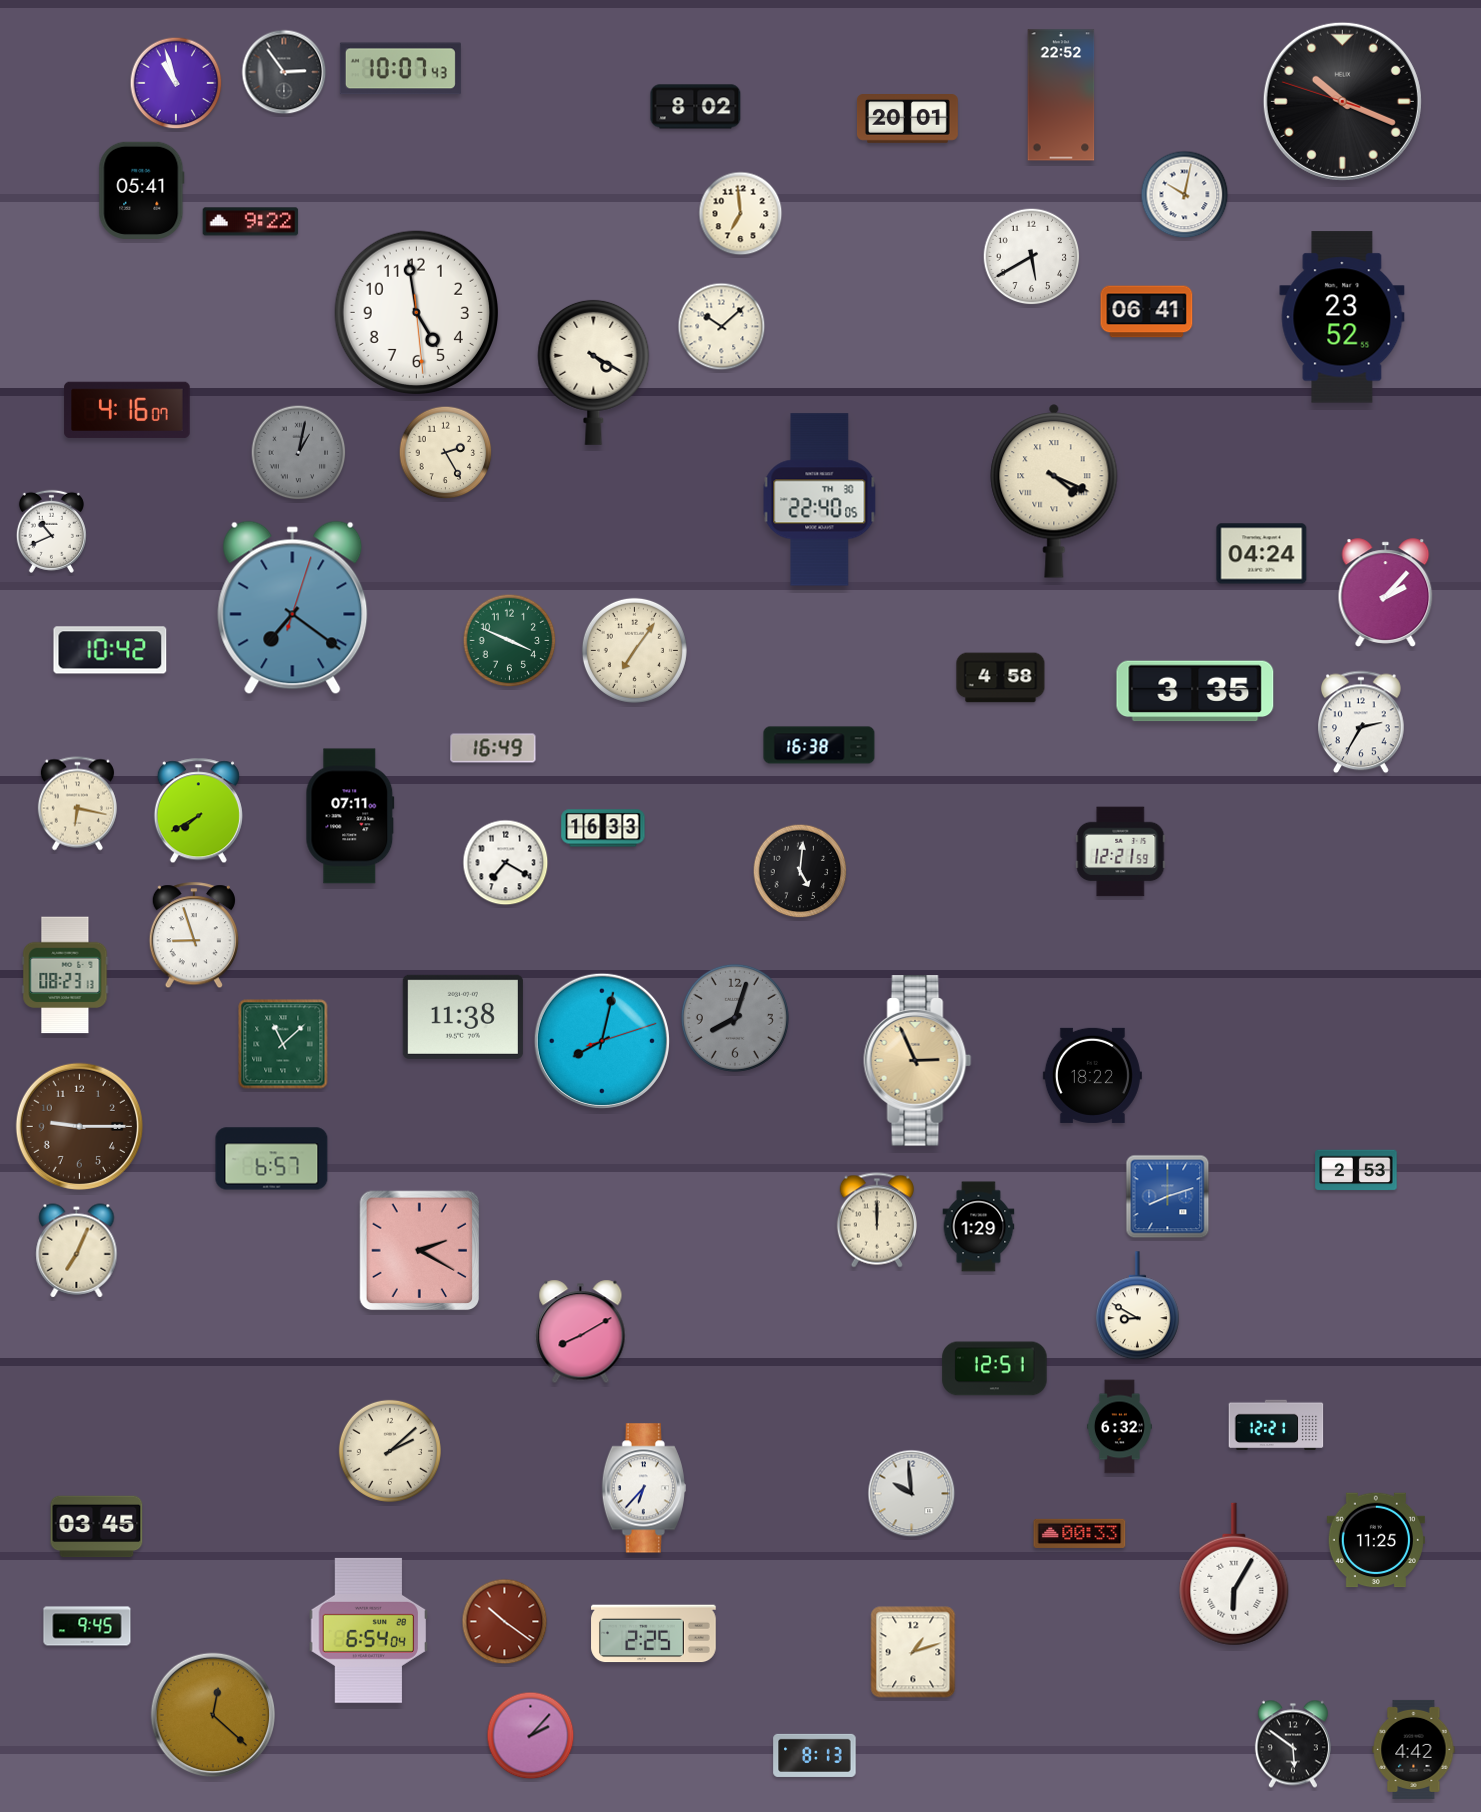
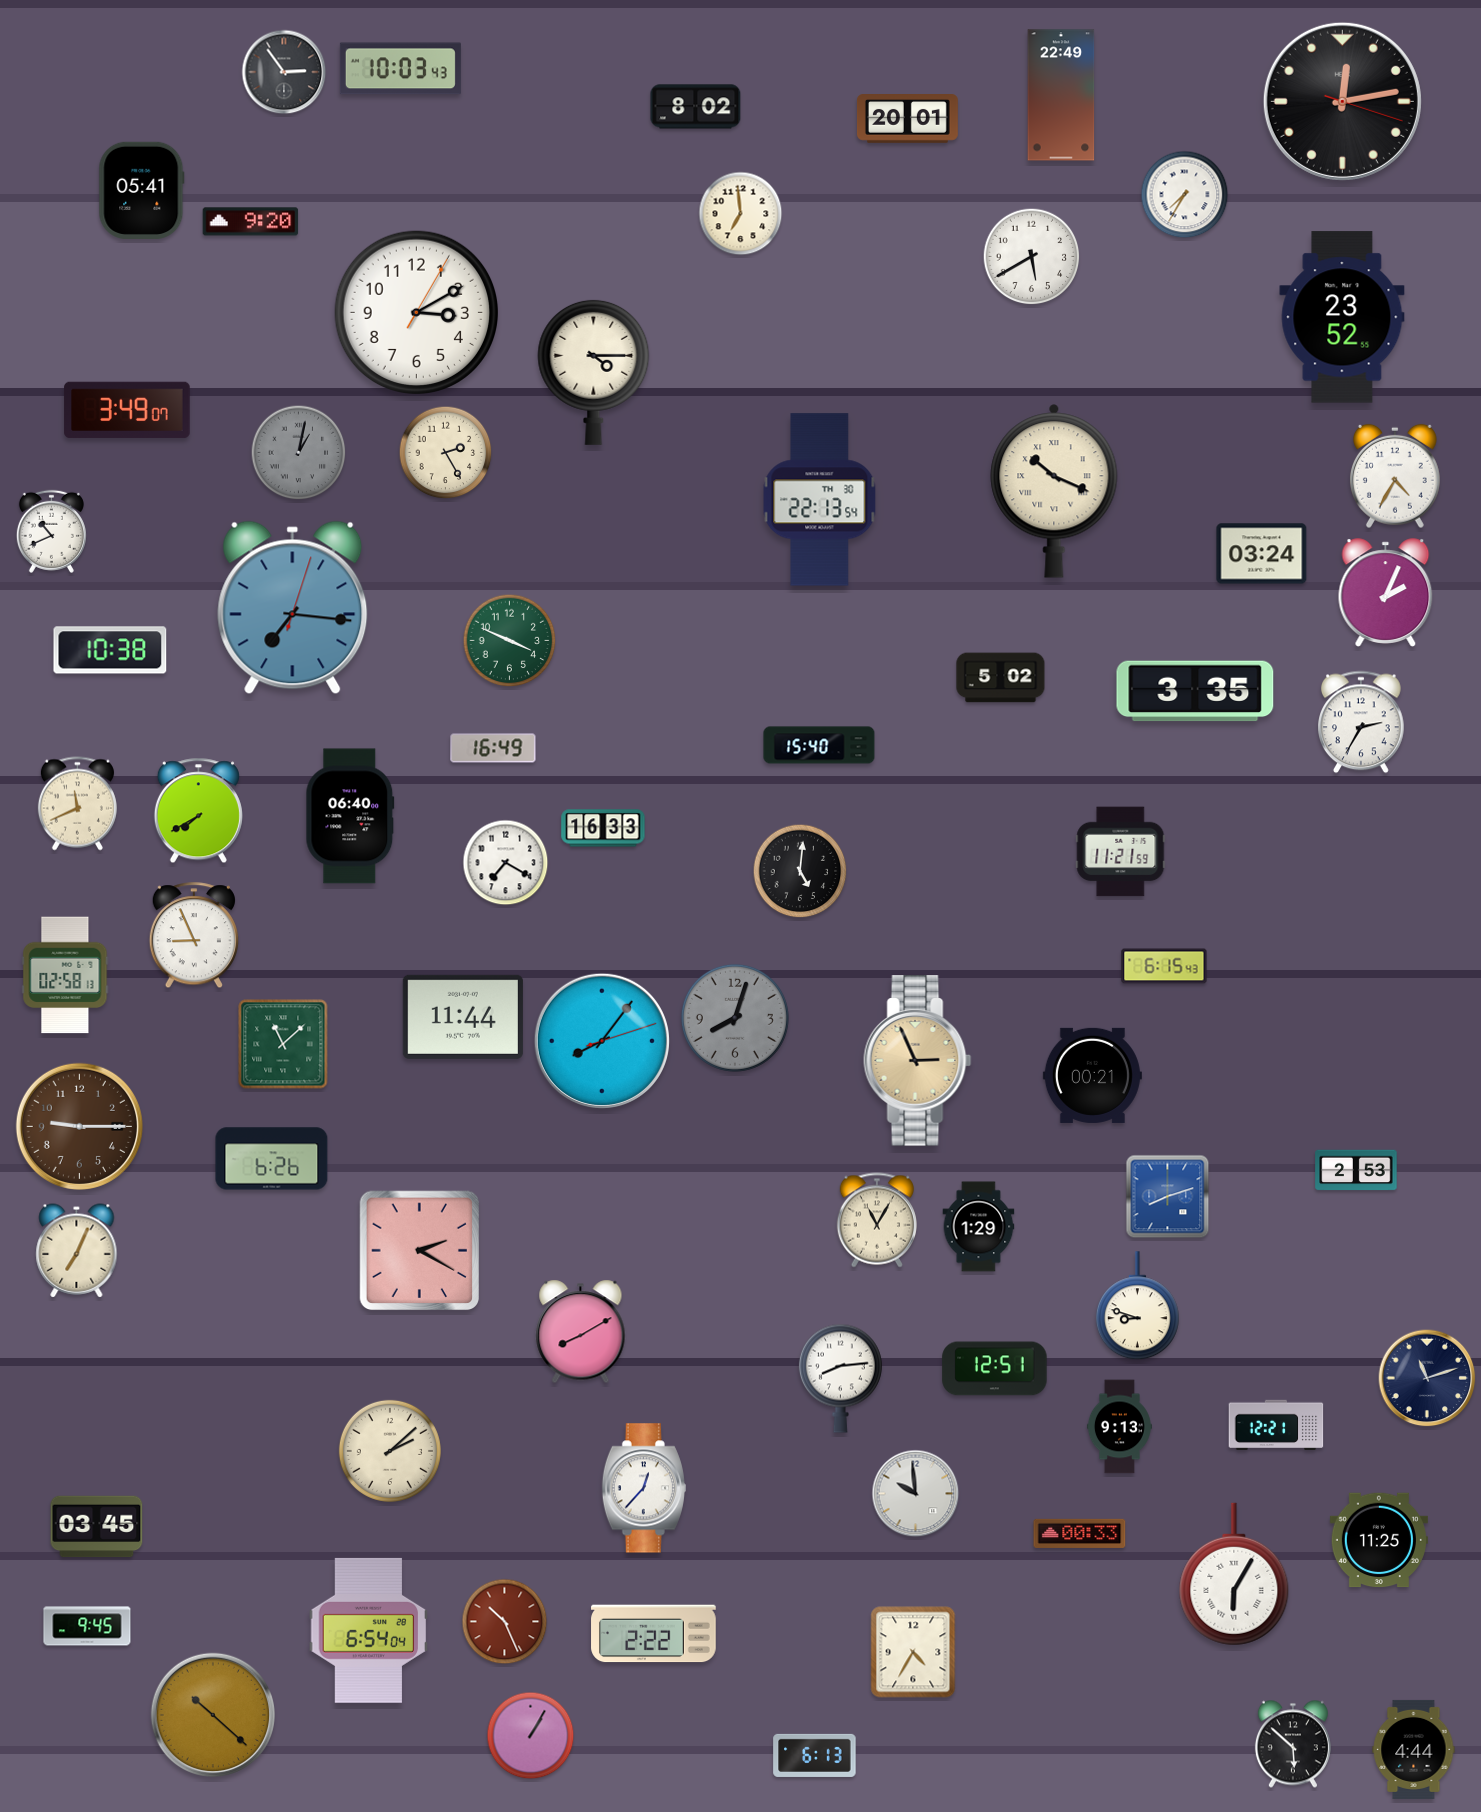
clock at (400, 69): 10:07 -> 10:03
clock at (176, 83): 10:57 -> none
clock at (1061, 95): 22:52 -> 22:49
clock at (1342, 101): 10:18 -> 12:13
clock at (1185, 195): 10:02 -> 7:35
clock at (251, 222): 9:22 -> 9:20
clock at (1147, 312): 06:41 -> none
clock at (417, 313): 4:58 -> 3:10
clock at (722, 327): 10:08 -> none
clock at (594, 372): 4:20 -> 4:15
clock at (127, 410): 4:16 -> 3:49
clock at (1395, 476): none -> 4:35
clock at (1054, 491): 4:19 -> 10:19
clock at (820, 500): 22:40 -> 22:13
clock at (1262, 554): 04:24 -> 03:24
clock at (1386, 593): 2:07 -> 2:04
clock at (293, 608): 7:21 -> 7:16
clock at (110, 650): 10:42 -> 10:38
clock at (634, 650): 7:06 -> none
clock at (1001, 678): 4:58 -> 5:02
clock at (819, 745): 16:38 -> 15:40
clock at (77, 804): 6:17 -> 11:41
clock at (350, 816): 07:11 -> 06:40
clock at (1121, 852): 12:21 -> 11:21
clock at (194, 936): 8:57 -> 8:56
clock at (1164, 966): none -> 6:15
clock at (65, 975): 08:23 -> 02:58
clock at (463, 1017): 11:38 -> 11:44
clock at (602, 1041): 8:02 -> 8:06
clock at (1092, 1075): 18:22 -> 00:21
clock at (272, 1159): 6:57 -> 6:26
clock at (877, 1220): 12:00 -> 11:05
clock at (1137, 1306): 8:50 -> 8:48
clock at (840, 1378): none -> 8:14
clock at (1427, 1378): none -> 11:12
clock at (1119, 1427): 6:32 -> 9:13
clock at (644, 1488): 6:37 -> 12:37
clock at (912, 1494) position: (912, 1494) -> (916, 1494)
clock at (1376, 1540) position: (1376, 1540) -> (1379, 1540)
clock at (505, 1622): 10:21 -> 10:26
clock at (654, 1634): 2:25 -> 2:22
clock at (913, 1652): 1:12 -> 4:35
clock at (212, 1714): 12:22 -> 10:22
clock at (531, 1736): 2:07 -> 1:05
clock at (1293, 1744): 5:51 -> 5:52
clock at (1414, 1749): 4:42 -> 4:44
clock at (815, 1755): 8:13 -> 6:13
